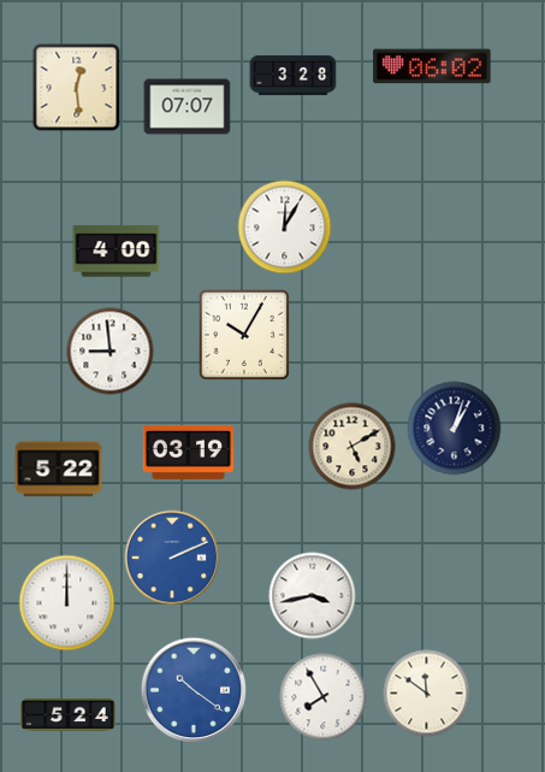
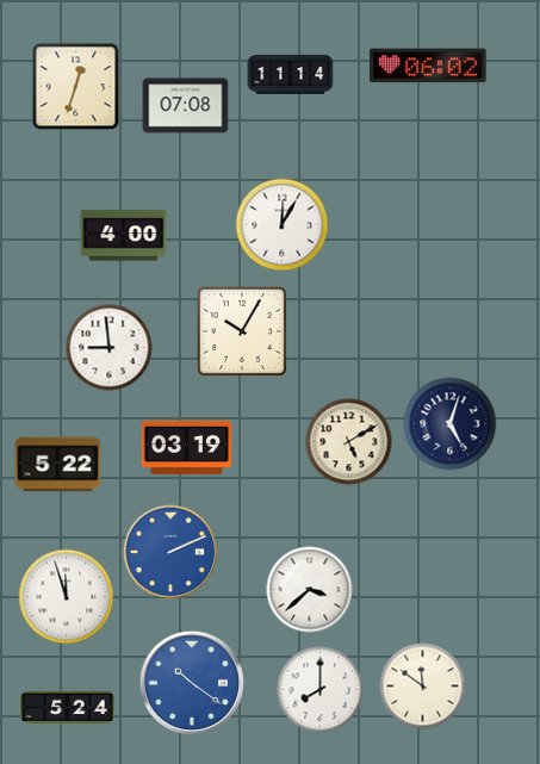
clock at (294, 76): 3:28 -> 11:14
clock at (77, 88): 12:29 -> 12:33
clock at (188, 107): 07:07 -> 07:08
clock at (117, 252) position: (117, 252) -> (124, 236)
clock at (455, 429): 1:03 -> 5:03
clock at (313, 596): 3:43 -> 3:38
clock at (67, 603): 12:00 -> 11:57
clock at (324, 697): 7:55 -> 8:00
